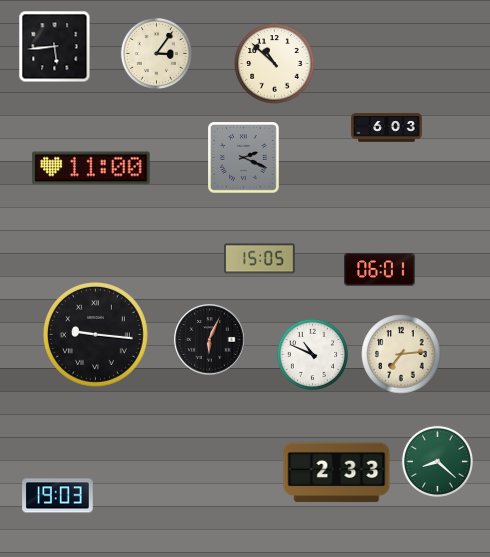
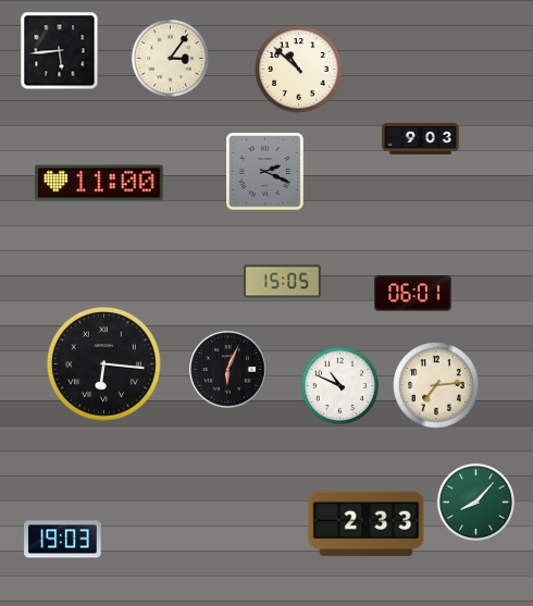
clock at (387, 128): 6:03 -> 9:03
clock at (96, 335): 9:16 -> 6:16
clock at (437, 461): 8:22 -> 8:07
clock at (337, 473) position: (337, 473) -> (367, 524)
